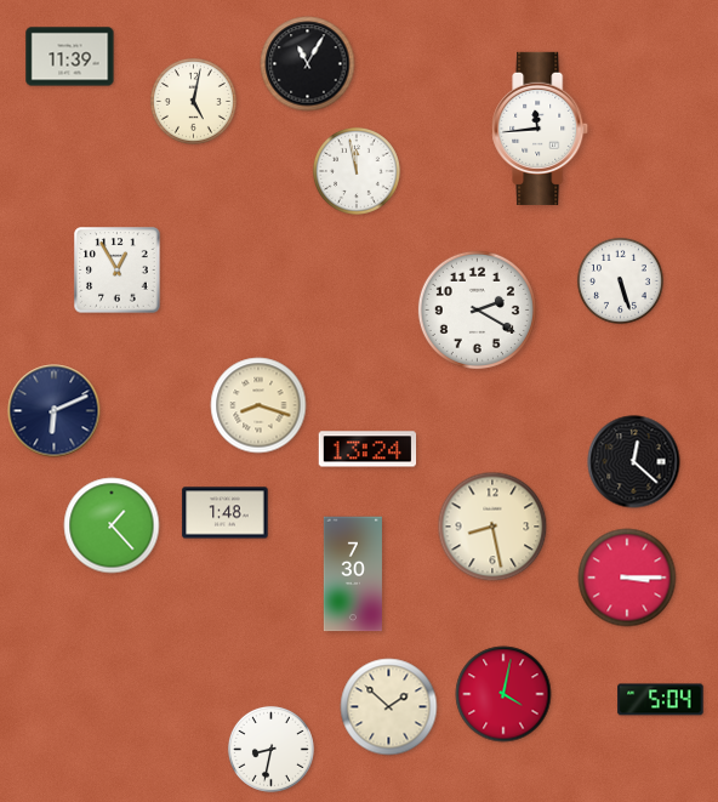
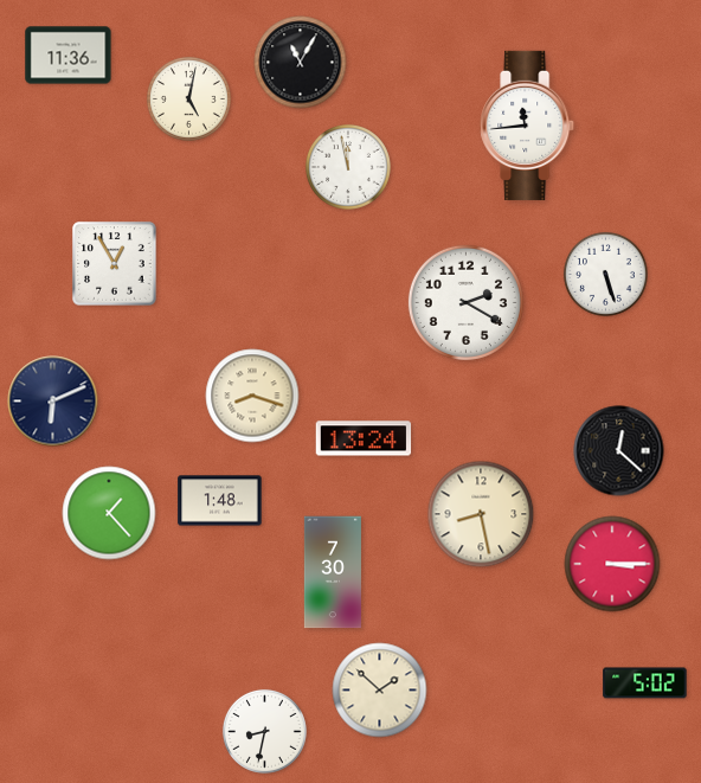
clock at (70, 57): 11:39 -> 11:36
clock at (367, 449) position: (367, 449) -> (364, 438)
clock at (353, 574) position: (353, 574) -> (333, 572)
clock at (503, 694): 4:02 -> none
clock at (661, 700): 5:04 -> 5:02
